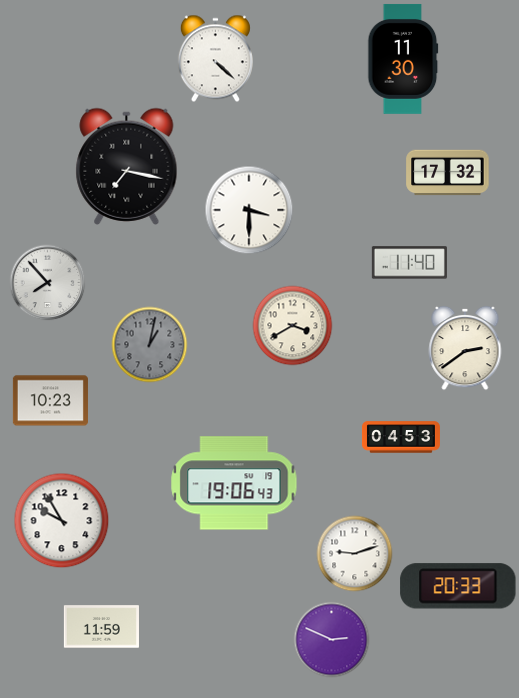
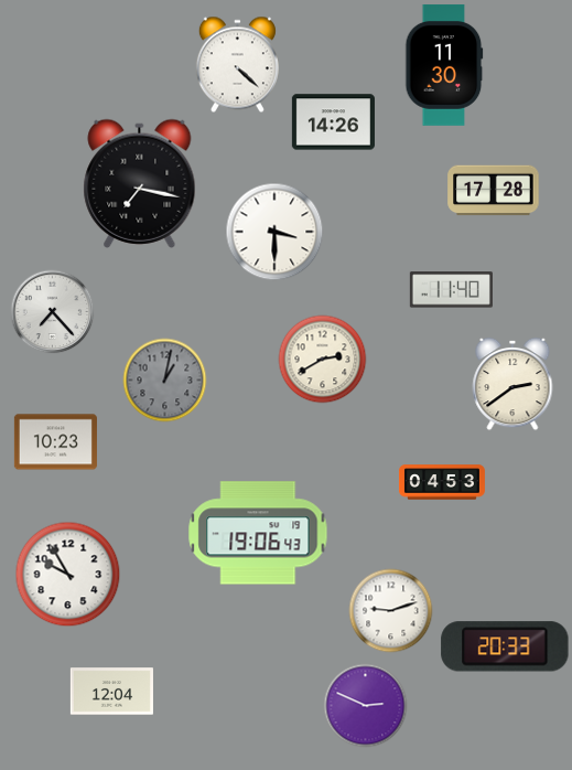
clock at (333, 122): none -> 14:26
clock at (448, 173): 17:32 -> 17:28
clock at (48, 283): 7:53 -> 7:23
clock at (293, 326): 3:40 -> 2:40
clock at (101, 627): 11:59 -> 12:04
